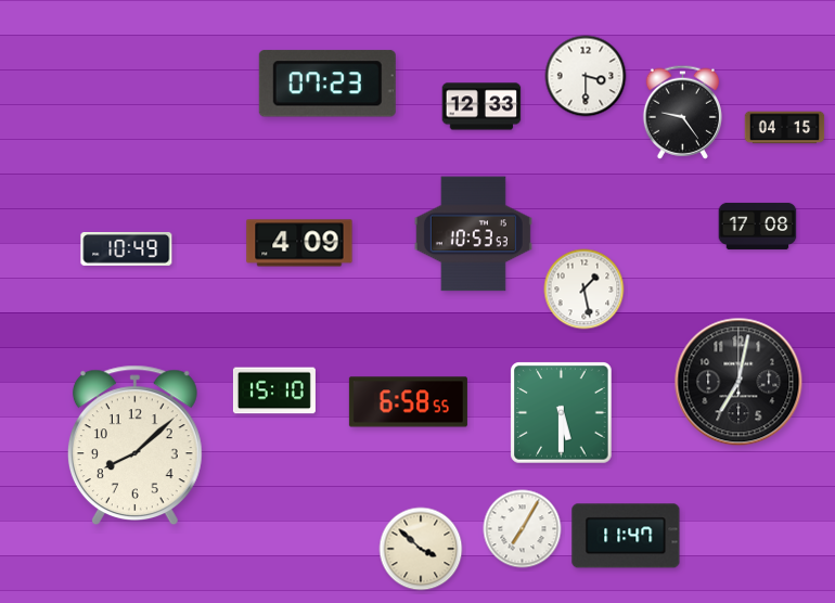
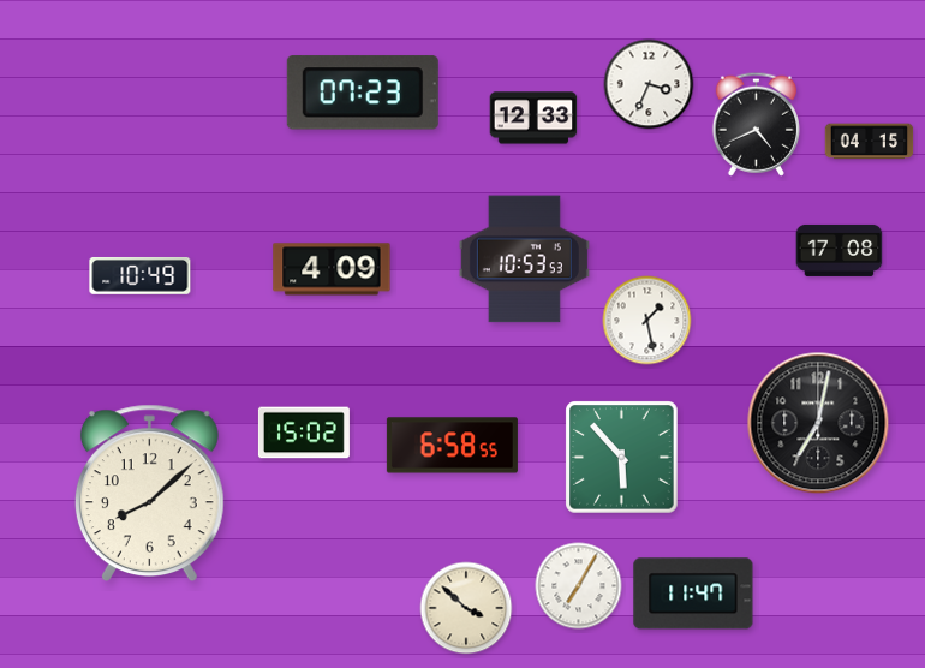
clock at (586, 76): 3:30 -> 3:34
clock at (682, 112): 9:24 -> 4:41
clock at (274, 390): 15:10 -> 15:02
clock at (562, 413): 5:30 -> 5:53
